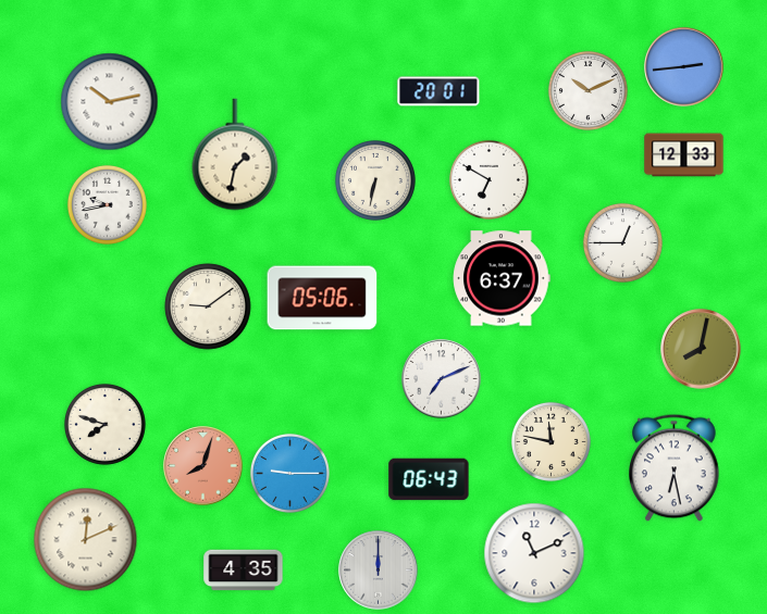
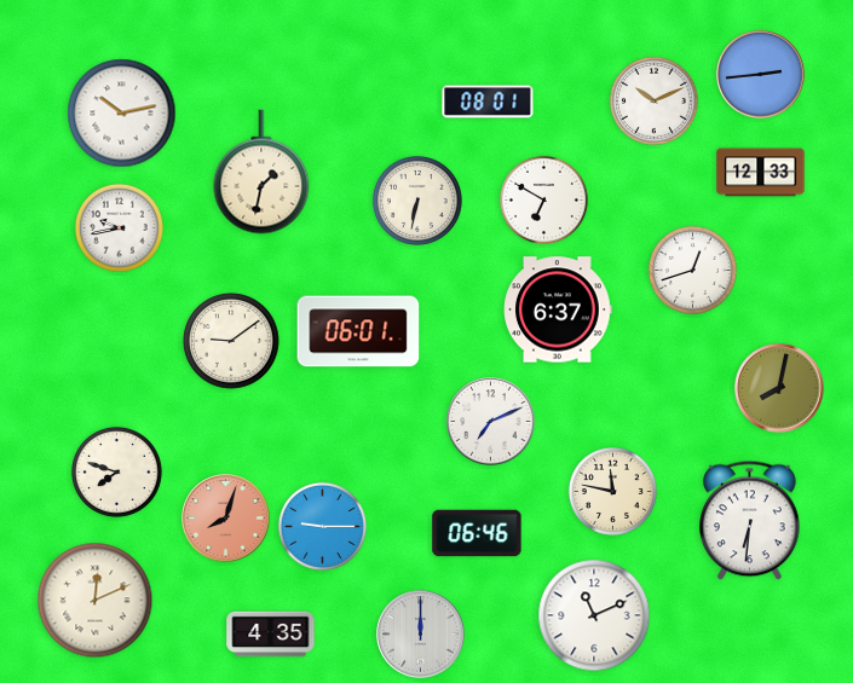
clock at (438, 91): 20:01 -> 08:01
clock at (622, 242): 12:45 -> 12:42
clock at (322, 298): 05:06 -> 06:01
clock at (675, 468): 6:28 -> 6:31
clock at (429, 479): 06:43 -> 06:46
